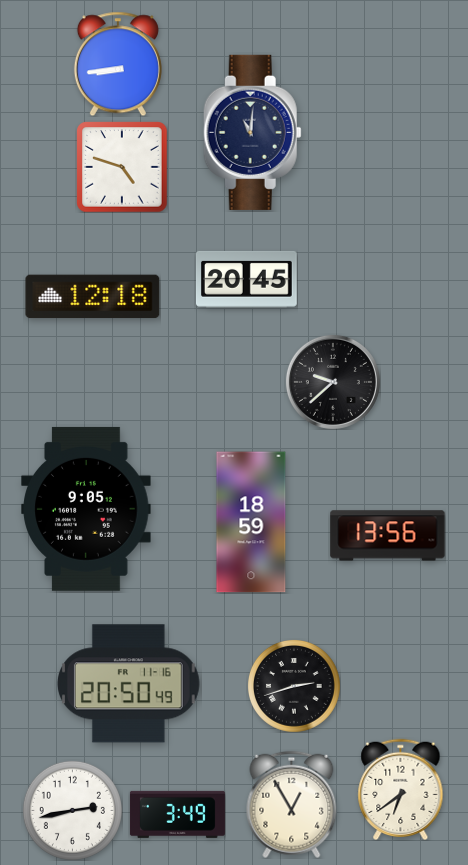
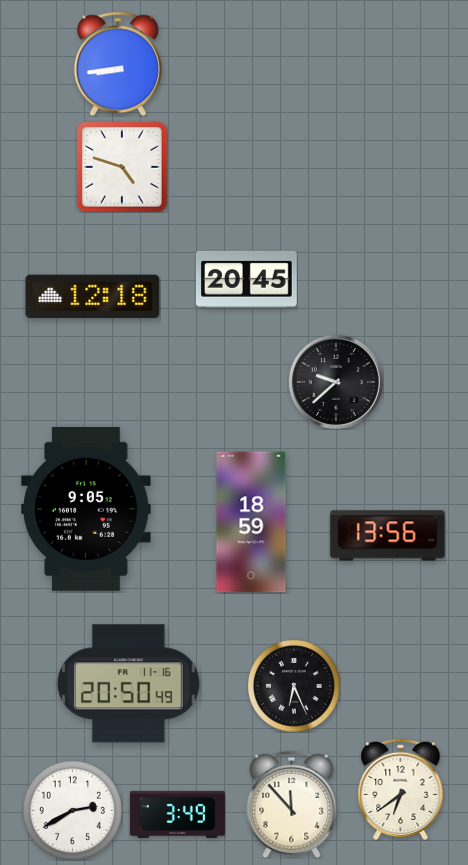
clock at (252, 132): 11:01 -> none
clock at (333, 382) position: (333, 382) -> (336, 382)
clock at (294, 686): 2:42 -> 6:26
clock at (292, 804): 12:55 -> 11:53
clock at (72, 810): 2:43 -> 2:40
